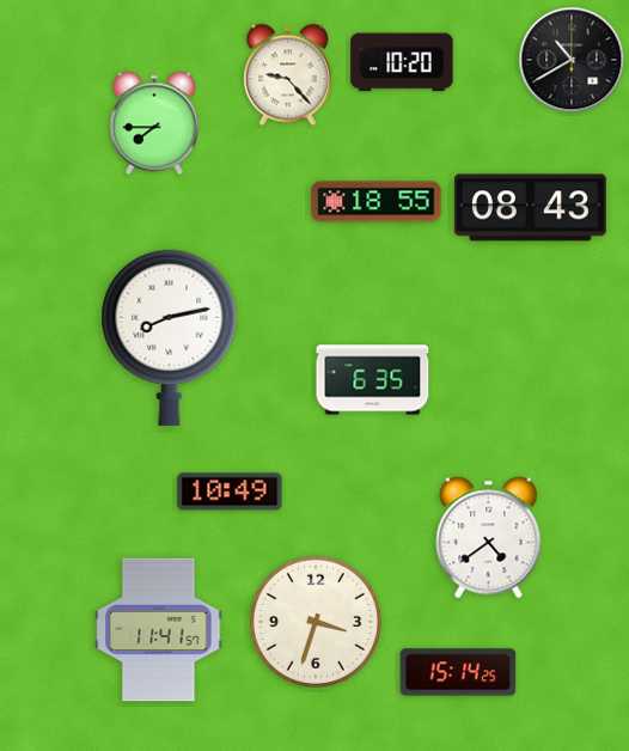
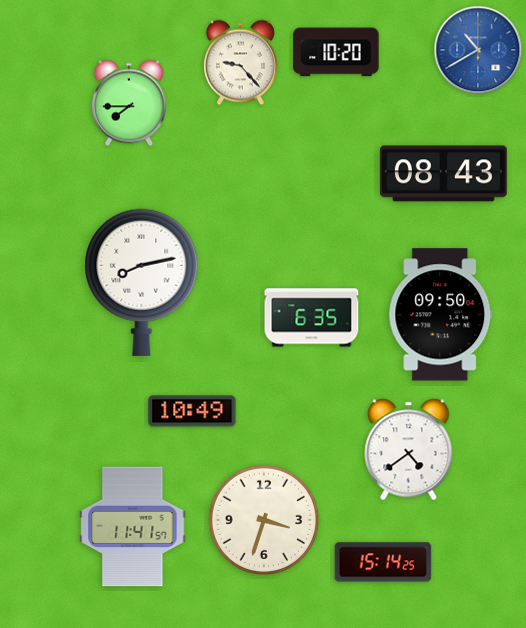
clock at (572, 60) dial: black -> blue
clock at (377, 202): 18:55 -> none
clock at (441, 315): none -> 09:50
